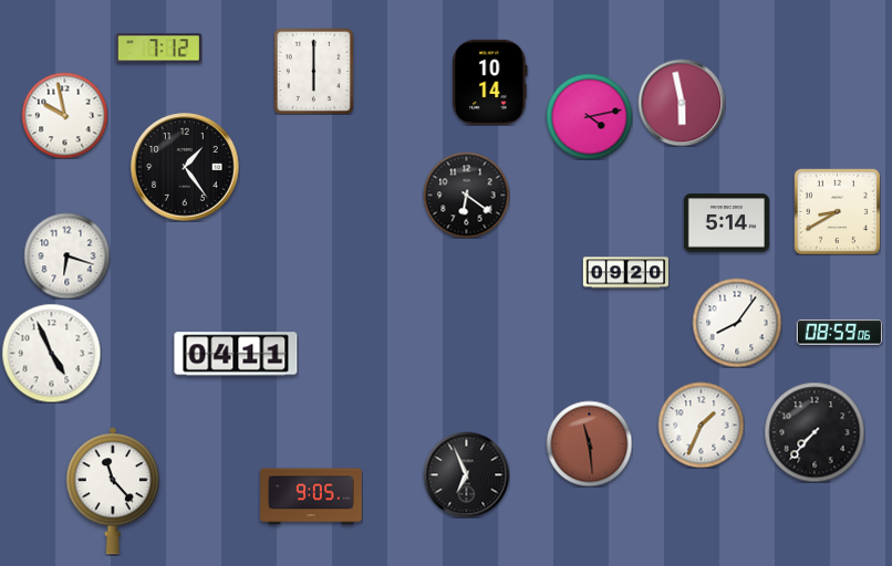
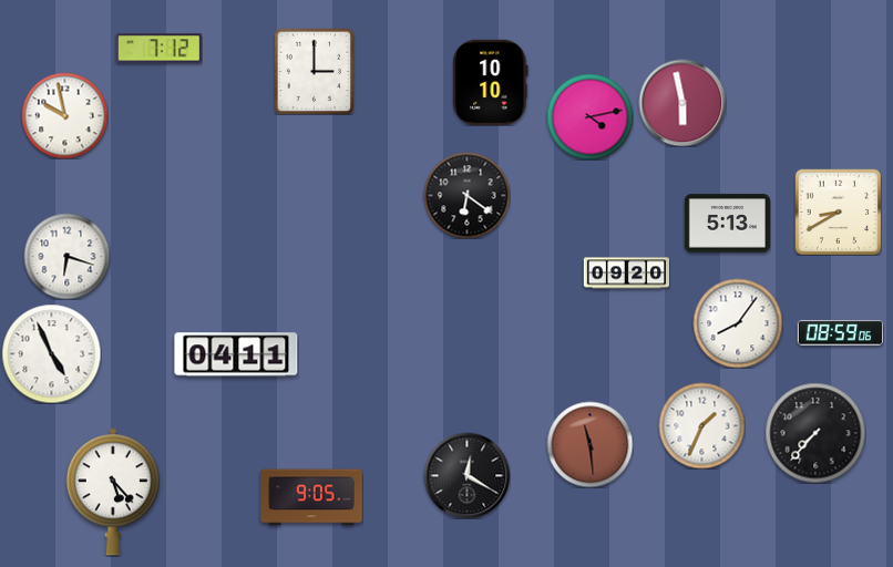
clock at (314, 71): 6:00 -> 3:00
clock at (490, 82): 10:14 -> 10:10
clock at (185, 167): 1:24 -> none
clock at (726, 223): 5:14 -> 5:13
clock at (466, 474): 6:56 -> 12:20
clock at (113, 491): 11:23 -> 5:23
